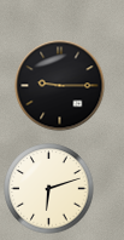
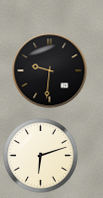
clock at (60, 86): 9:15 -> 9:31
